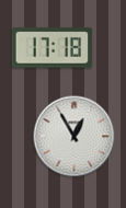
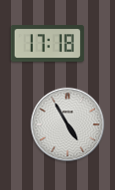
clock at (75, 137): 12:55 -> 4:55
